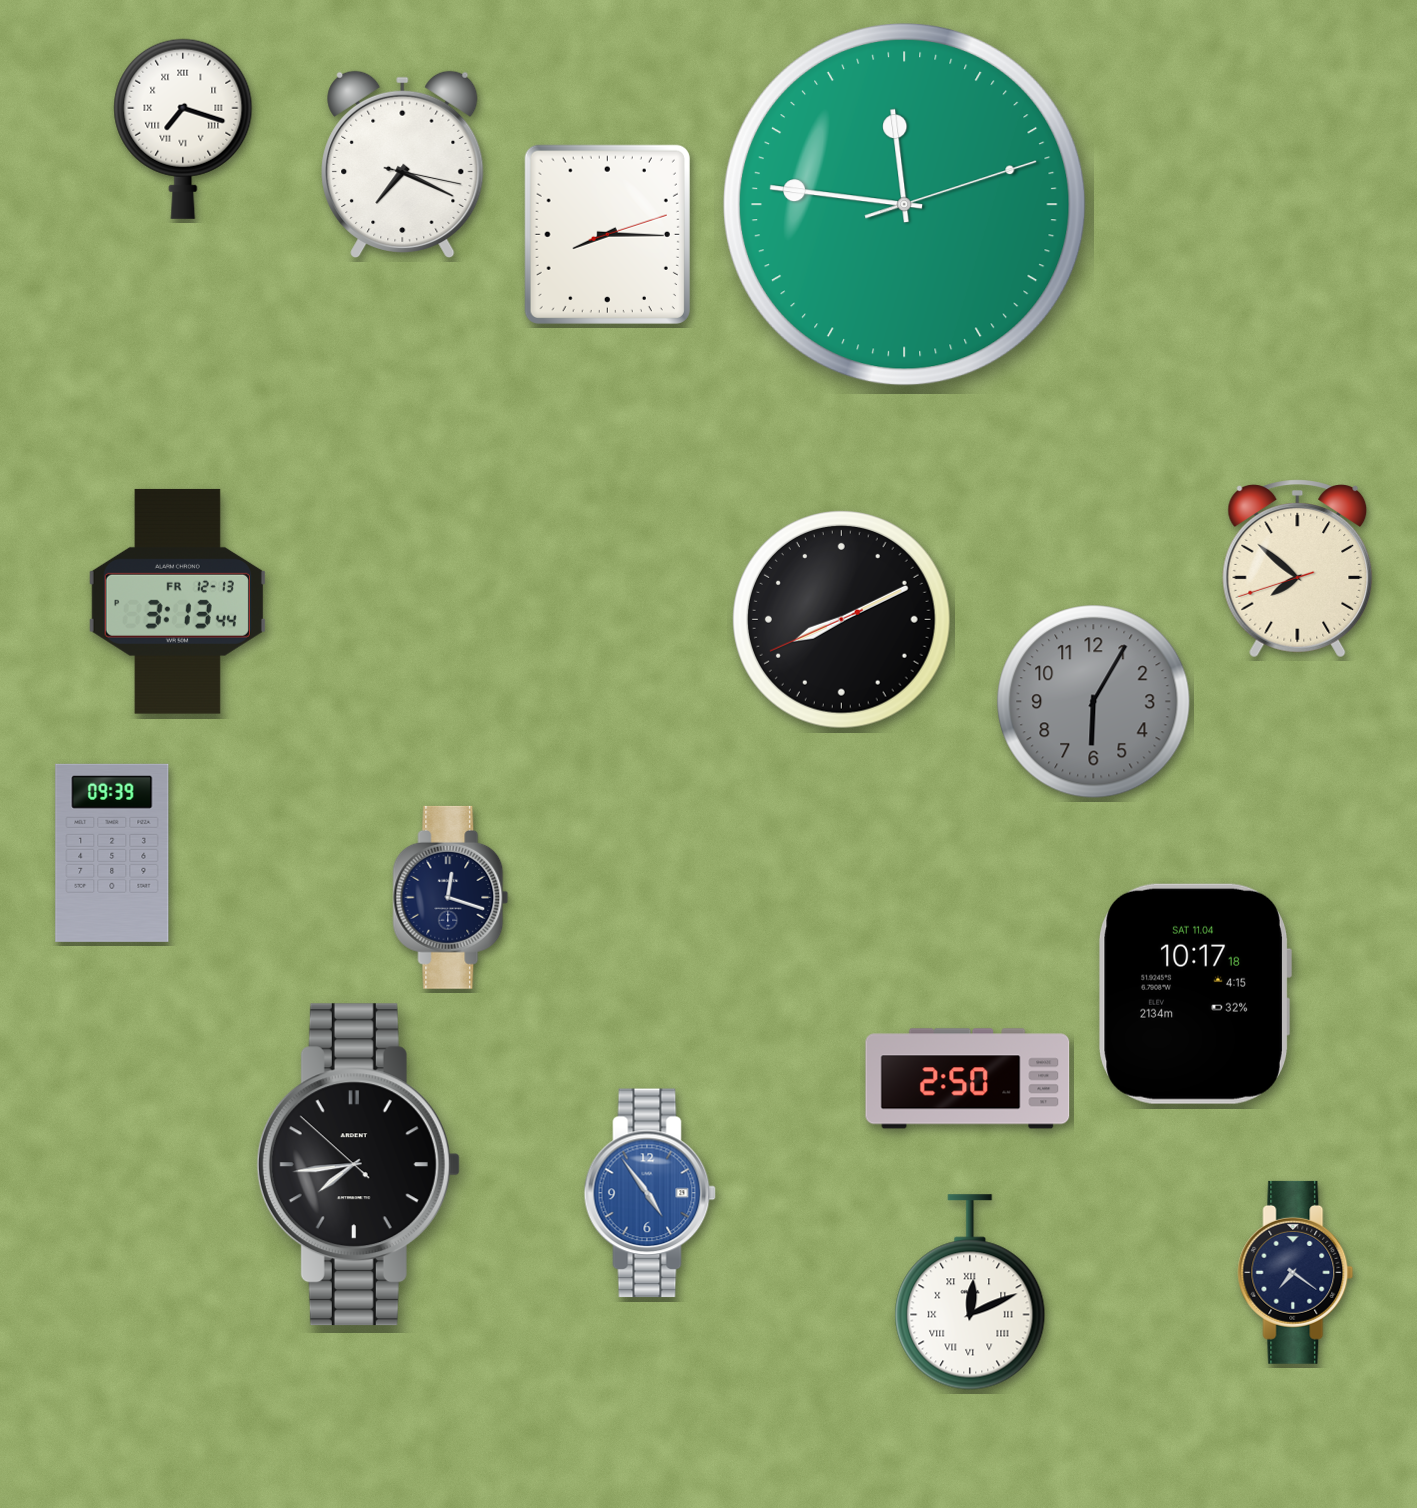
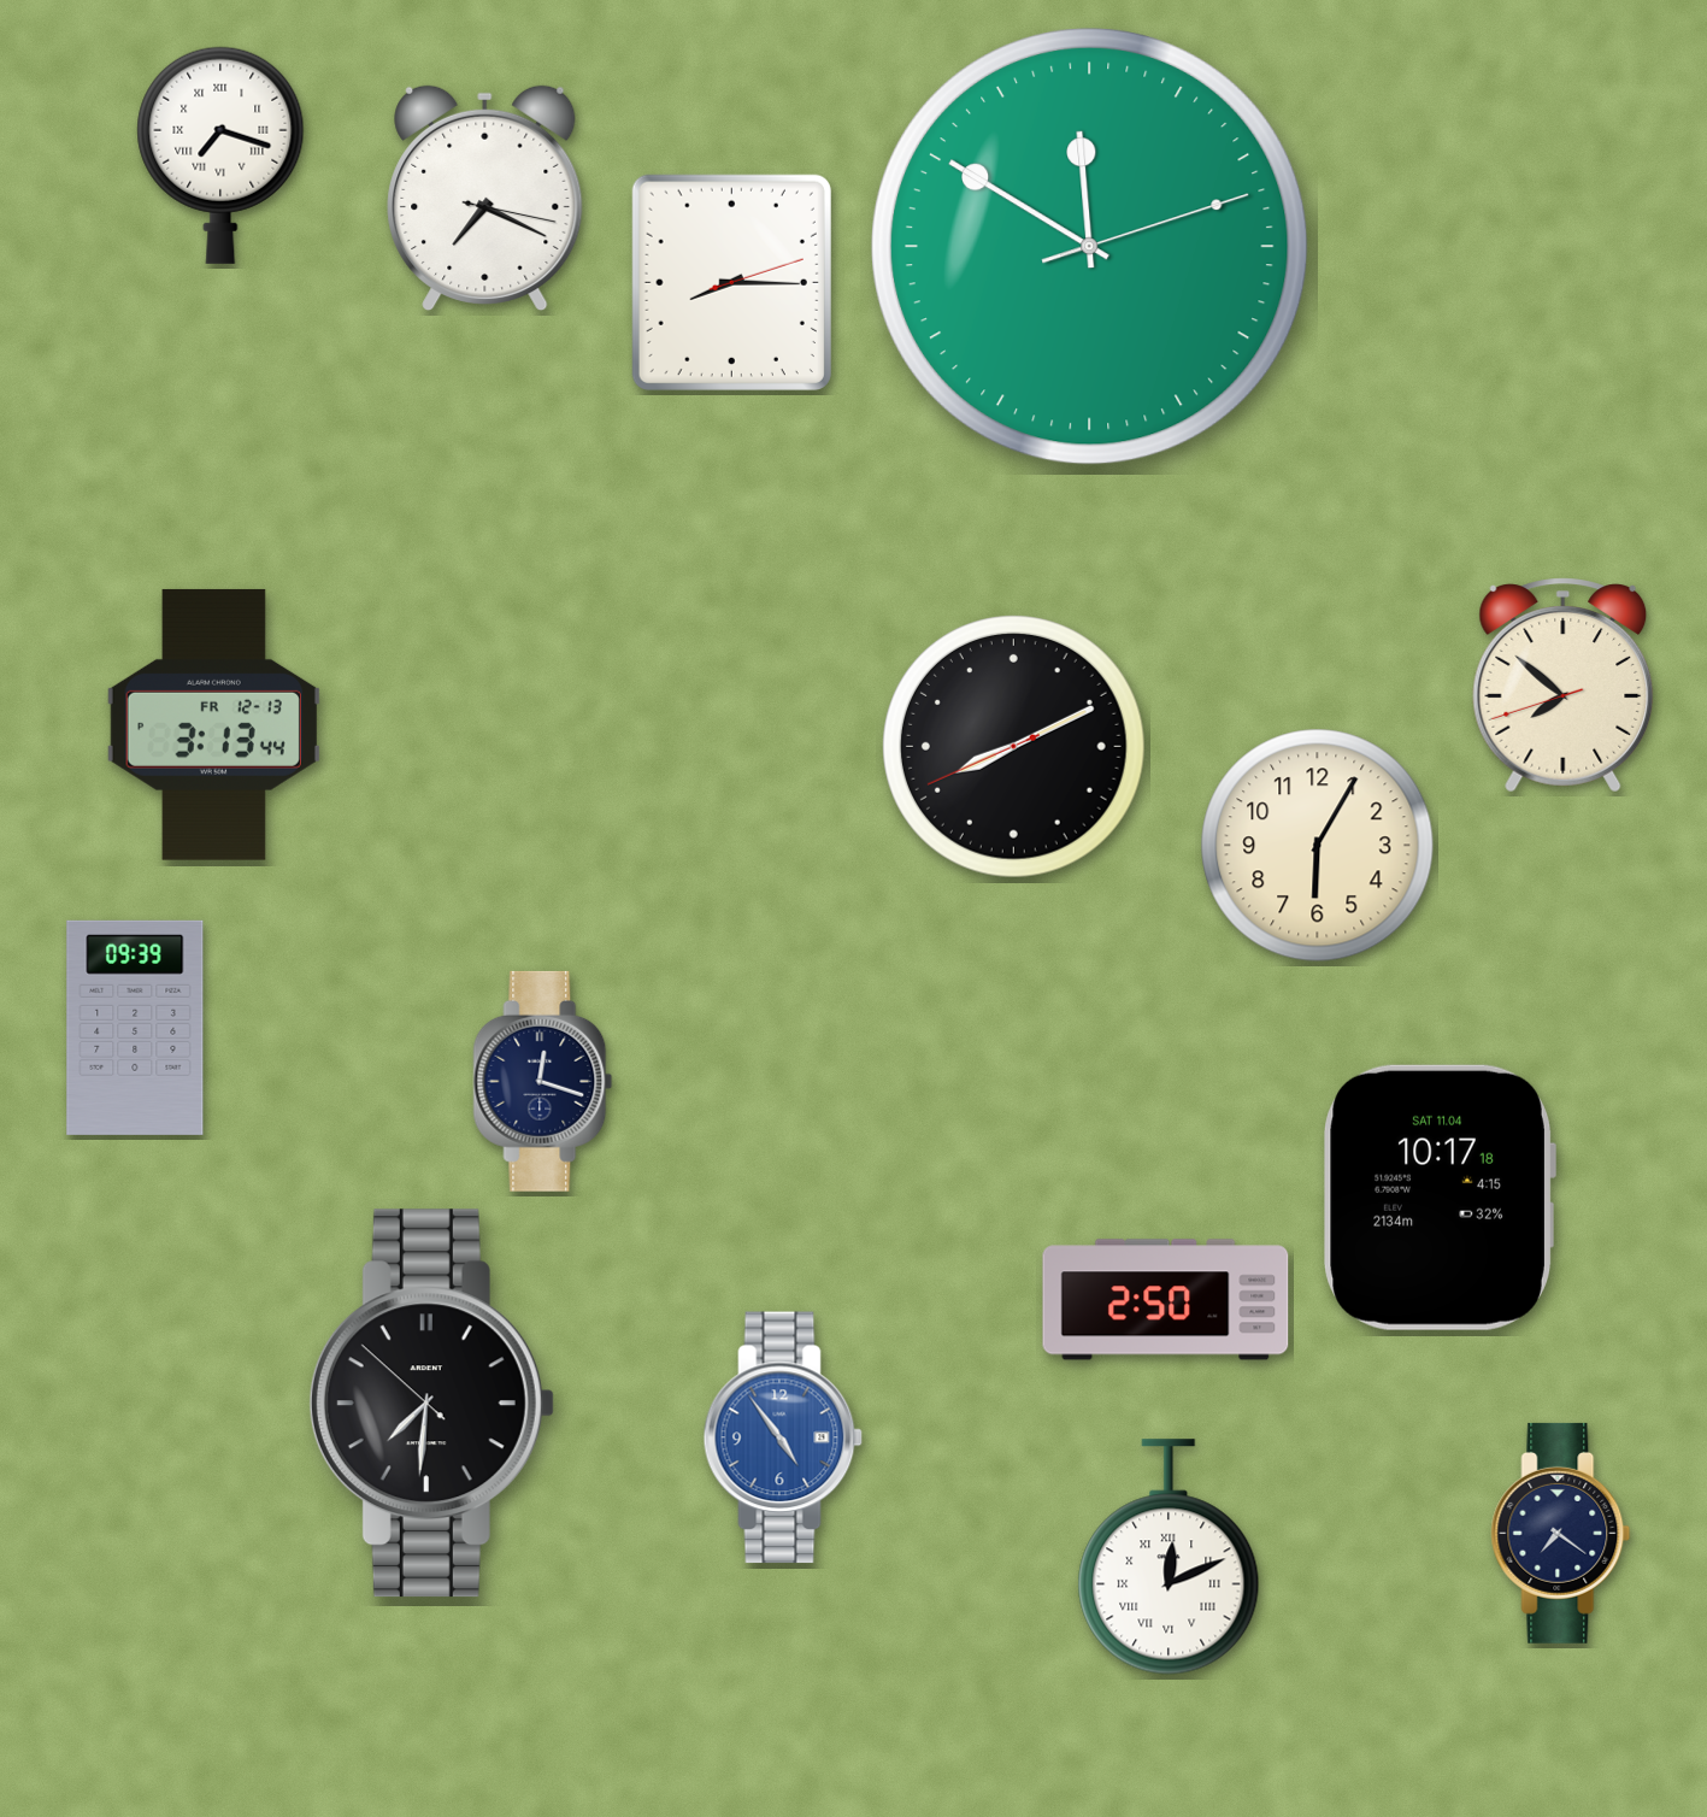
clock at (904, 204): 11:46 -> 11:50
clock at (1094, 702) dial: grey -> cream
clock at (358, 1165): 7:43 -> 7:30
